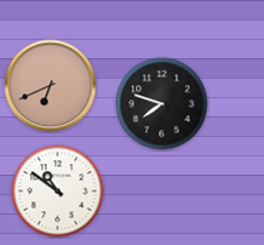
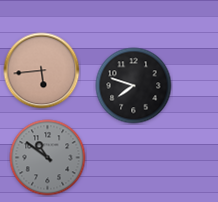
clock at (51, 86): 6:41 -> 5:44
clock at (58, 192) dial: white -> grey
